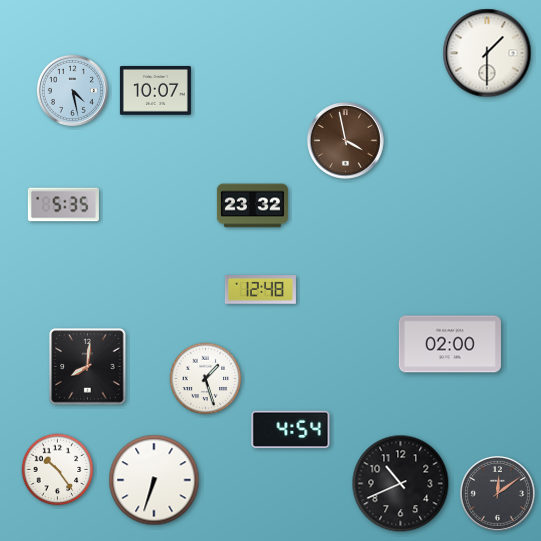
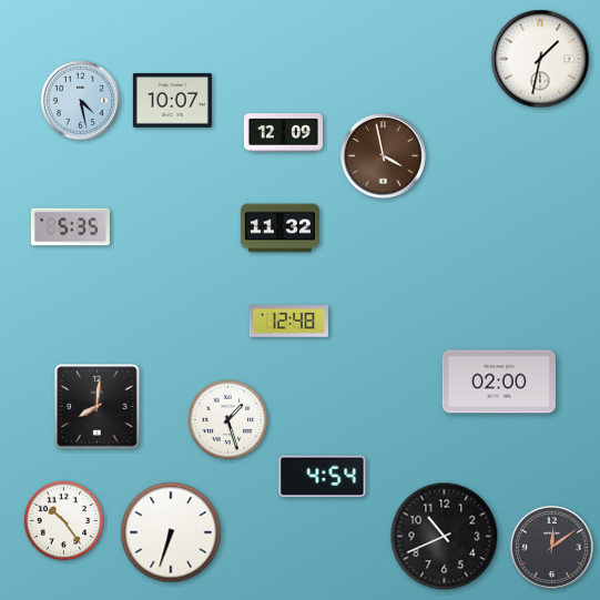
clock at (487, 53): 1:30 -> 1:32
clock at (283, 133): none -> 12:09
clock at (252, 206): 23:32 -> 11:32
